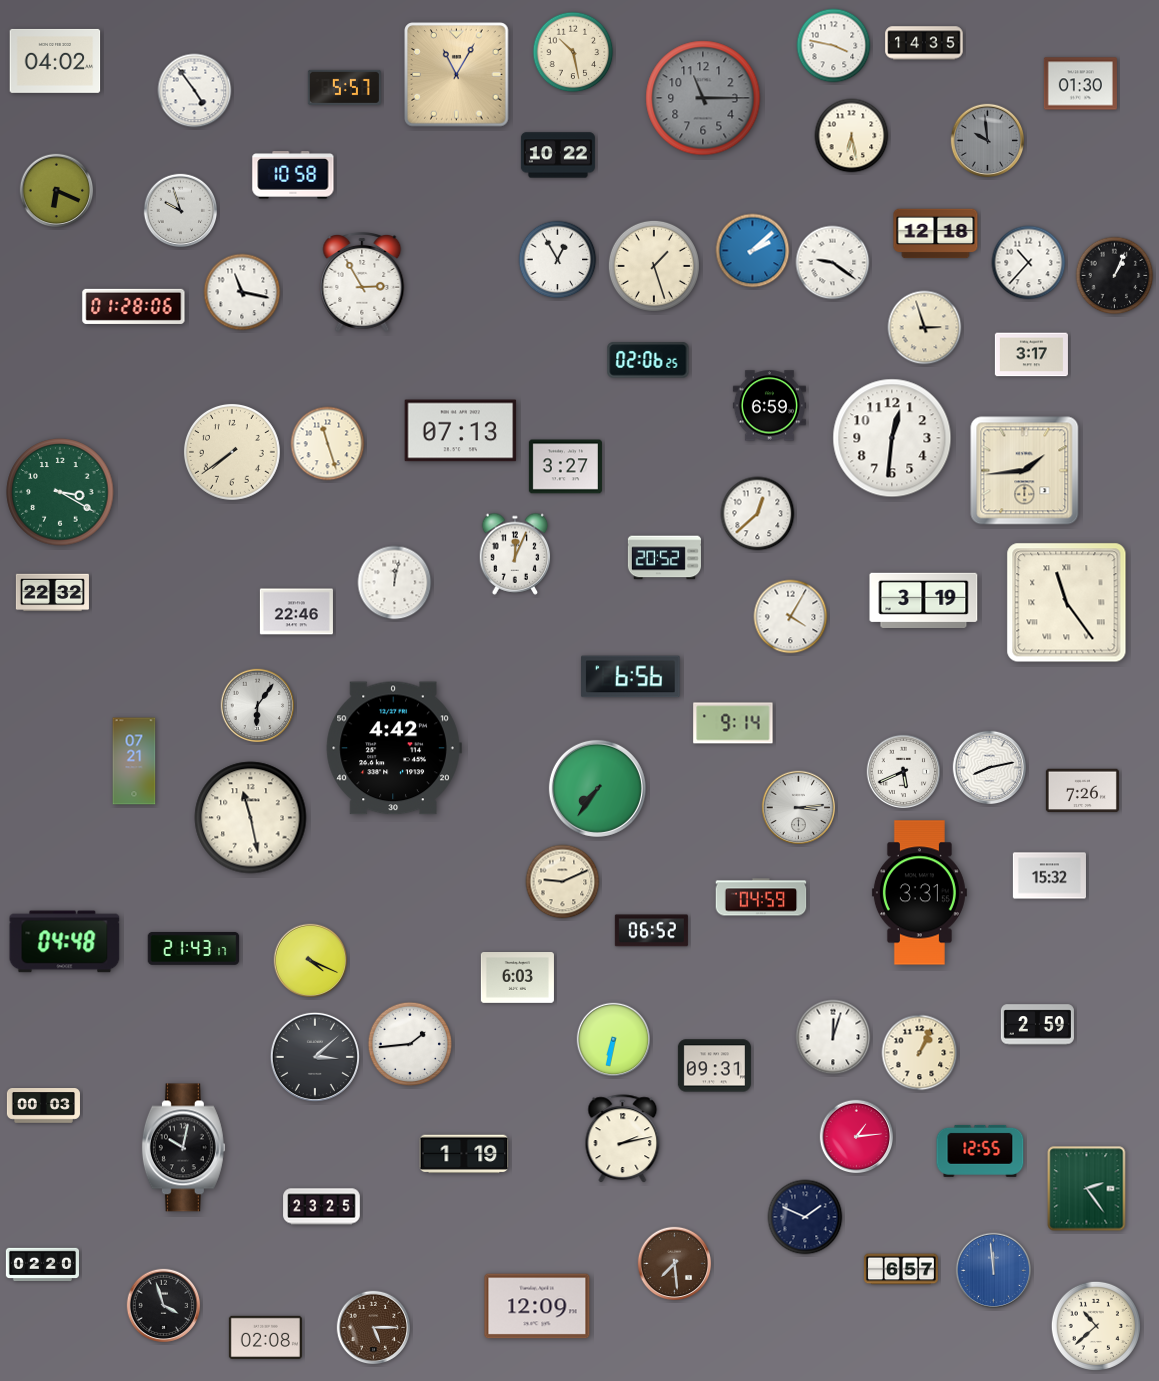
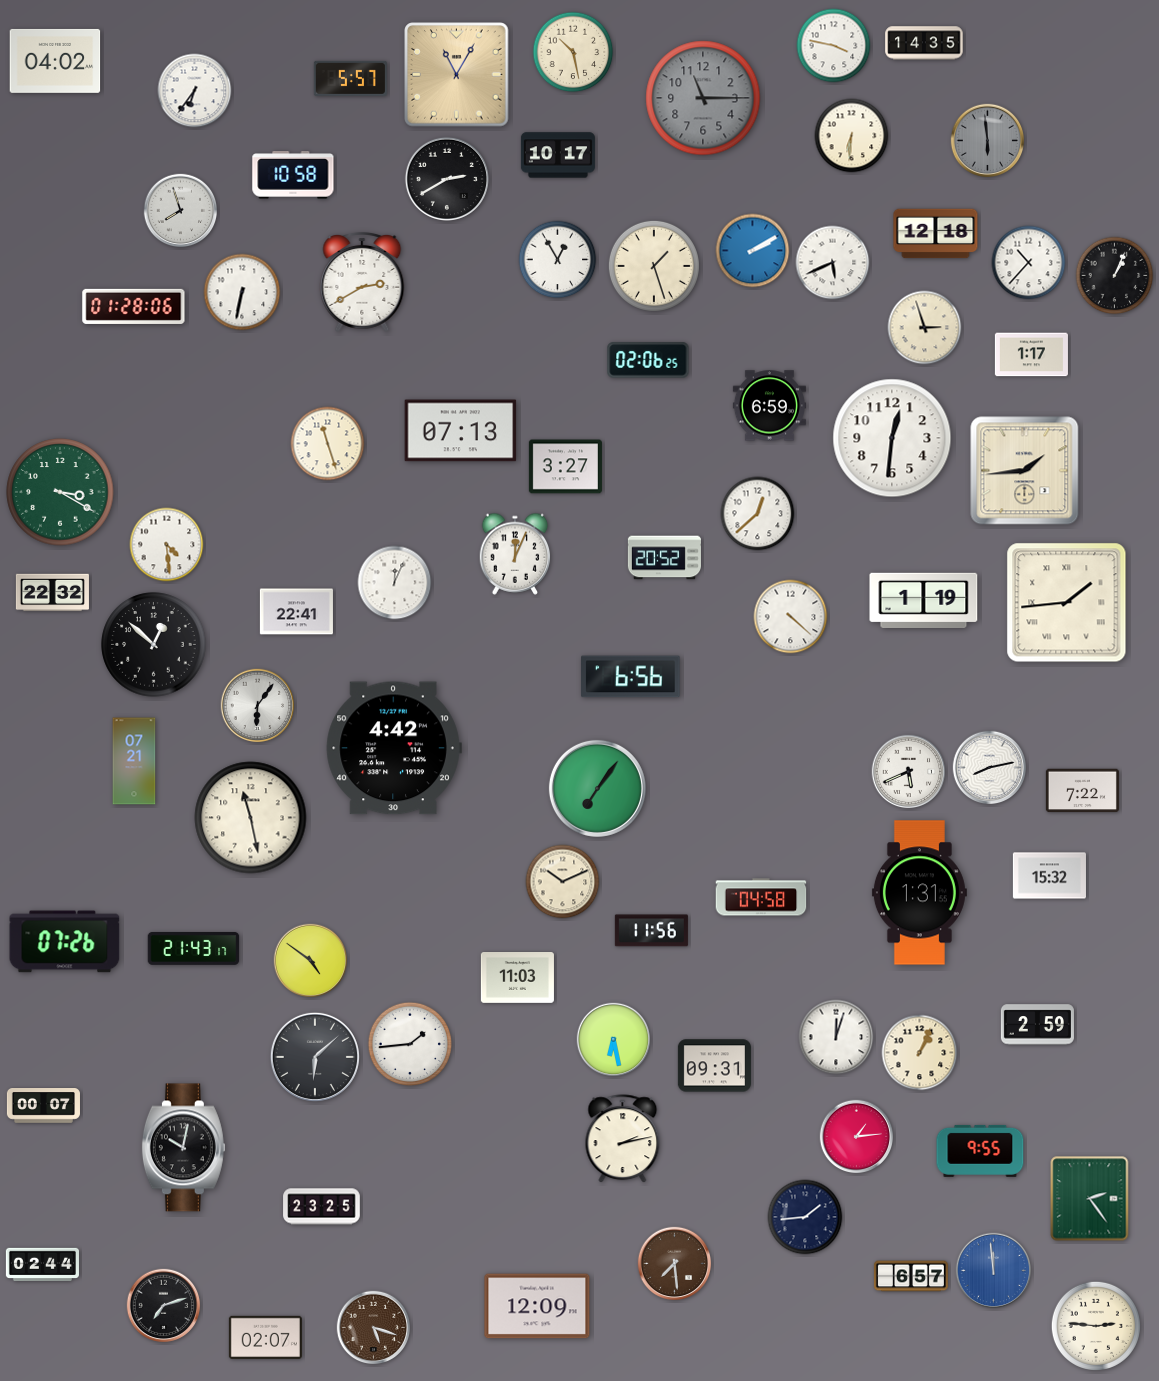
clock at (1080, 84): 01:30 -> none
clock at (344, 87) position: (344, 87) -> (350, 78)
clock at (195, 91): 4:54 -> 6:36
clock at (852, 136): 6:28 -> 6:31
clock at (988, 141): 9:59 -> 5:59
clock at (558, 155): 10:22 -> 10:17
clock at (446, 178): none -> 2:40
clock at (57, 191): 6:19 -> none
clock at (181, 211): 9:57 -> 7:57
clock at (753, 251): 2:08 -> 2:10
clock at (833, 263): 9:21 -> 5:41
clock at (362, 282): 2:55 -> 2:40
clock at (242, 292): 11:17 -> 6:32
clock at (1031, 355): 3:17 -> 1:17
clock at (232, 452): 7:39 -> none
clock at (167, 545): none -> 4:29
clock at (395, 583): 12:02 -> 12:04
clock at (924, 600): 3:19 -> 1:19
clock at (1067, 603): 11:24 -> 1:44
clock at (296, 612): 22:46 -> 22:41
clock at (791, 617): 4:05 -> 4:22
clock at (154, 645): none -> 12:52
clock at (733, 723): 9:14 -> none
clock at (904, 772) position: (904, 772) -> (909, 772)
clock at (597, 788): 7:36 -> 7:06
clock at (1082, 791): 7:26 -> 7:22
clock at (799, 808): 3:14 -> none
clock at (563, 882): 9:11 -> 10:11
clock at (919, 893): 3:31 -> 1:31
clock at (761, 897): 04:59 -> 04:58
clock at (651, 931): 06:52 -> 11:56
clock at (65, 942): 04:48 -> 07:26
clock at (311, 961): 4:19 -> 4:51
clock at (517, 978): 6:03 -> 11:03
clock at (833, 1037) position: (833, 1037) -> (836, 1037)
clock at (614, 1040): 6:32 -> 6:28
clock at (315, 1057): 3:08 -> 6:08
clock at (43, 1106): 00:03 -> 00:07
clock at (980, 1151): 12:55 -> 9:55
clock at (464, 1154): 1:19 -> none
clock at (1087, 1189) position: (1087, 1189) -> (1090, 1199)
clock at (805, 1217): 1:49 -> 1:44
clock at (42, 1264): 02:20 -> 02:44
clock at (901, 1269) position: (901, 1269) -> (911, 1276)
clock at (164, 1306): 3:57 -> 7:12
clock at (1096, 1326): 10:38 -> 2:46
clock at (374, 1328): 5:15 -> 5:18
clock at (265, 1337): 02:08 -> 02:07
